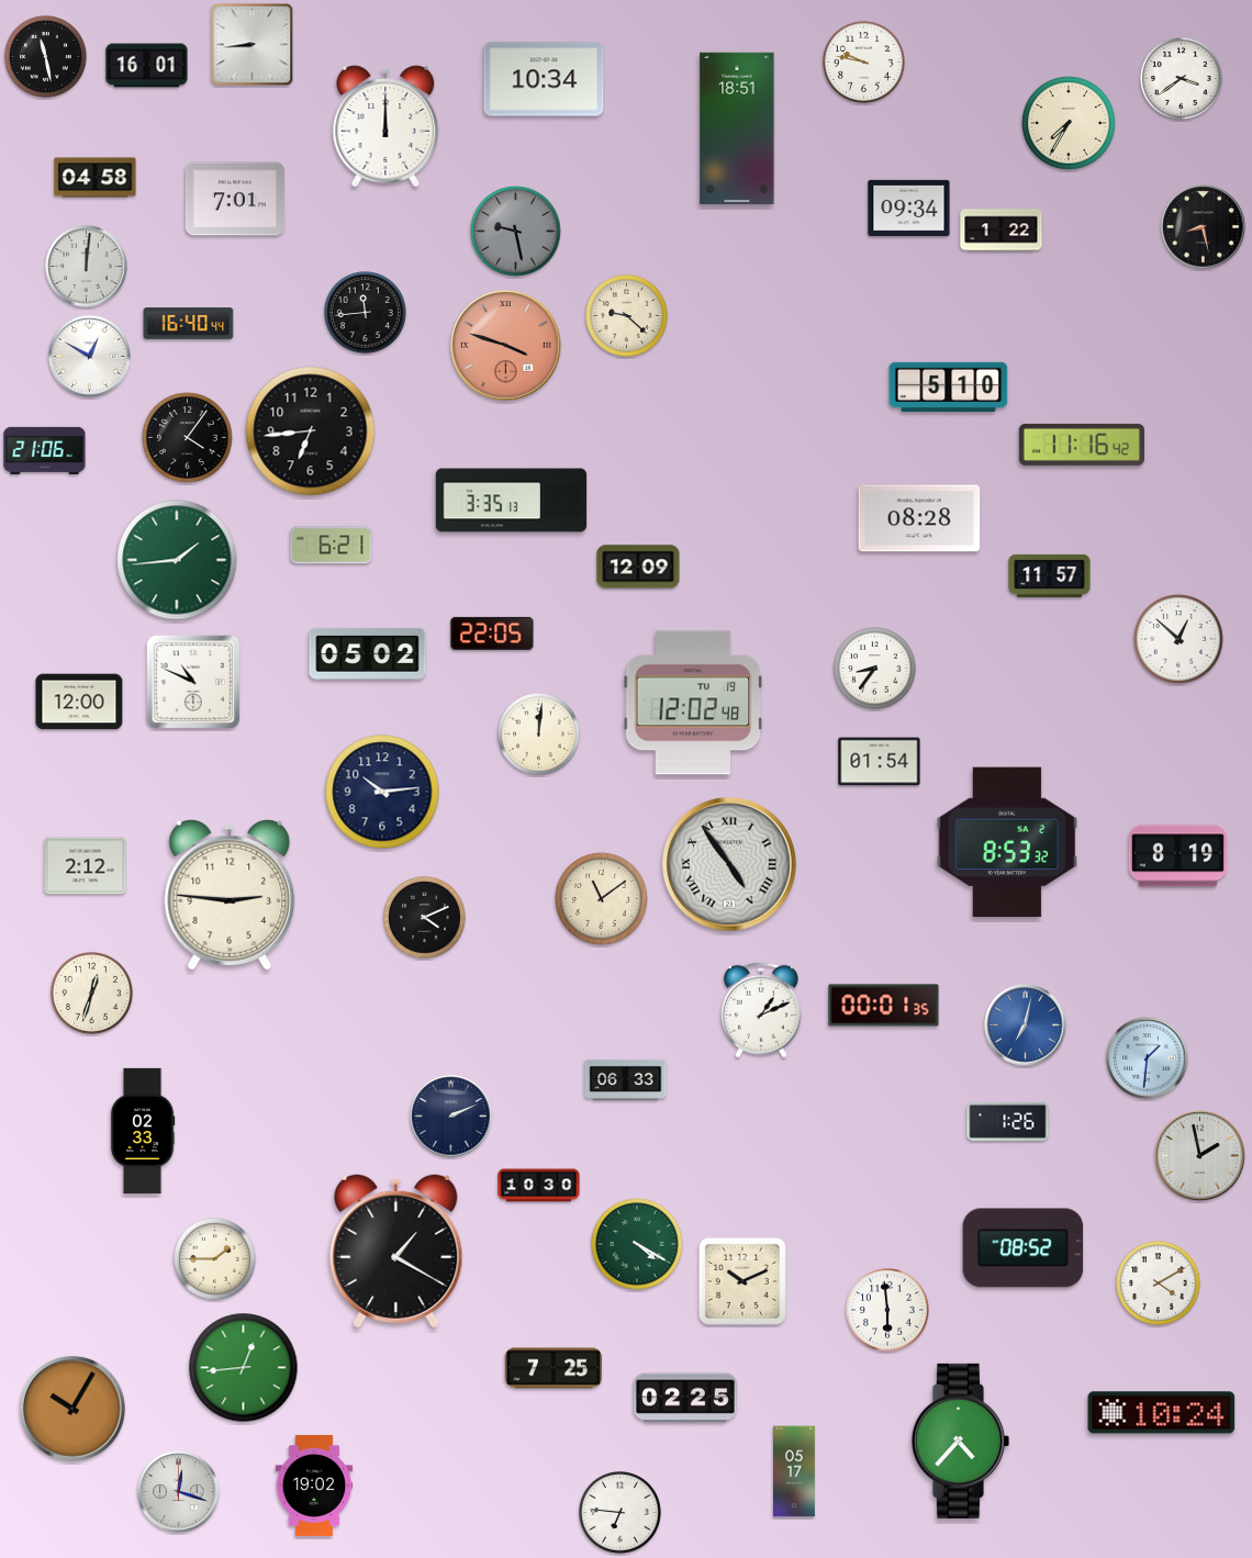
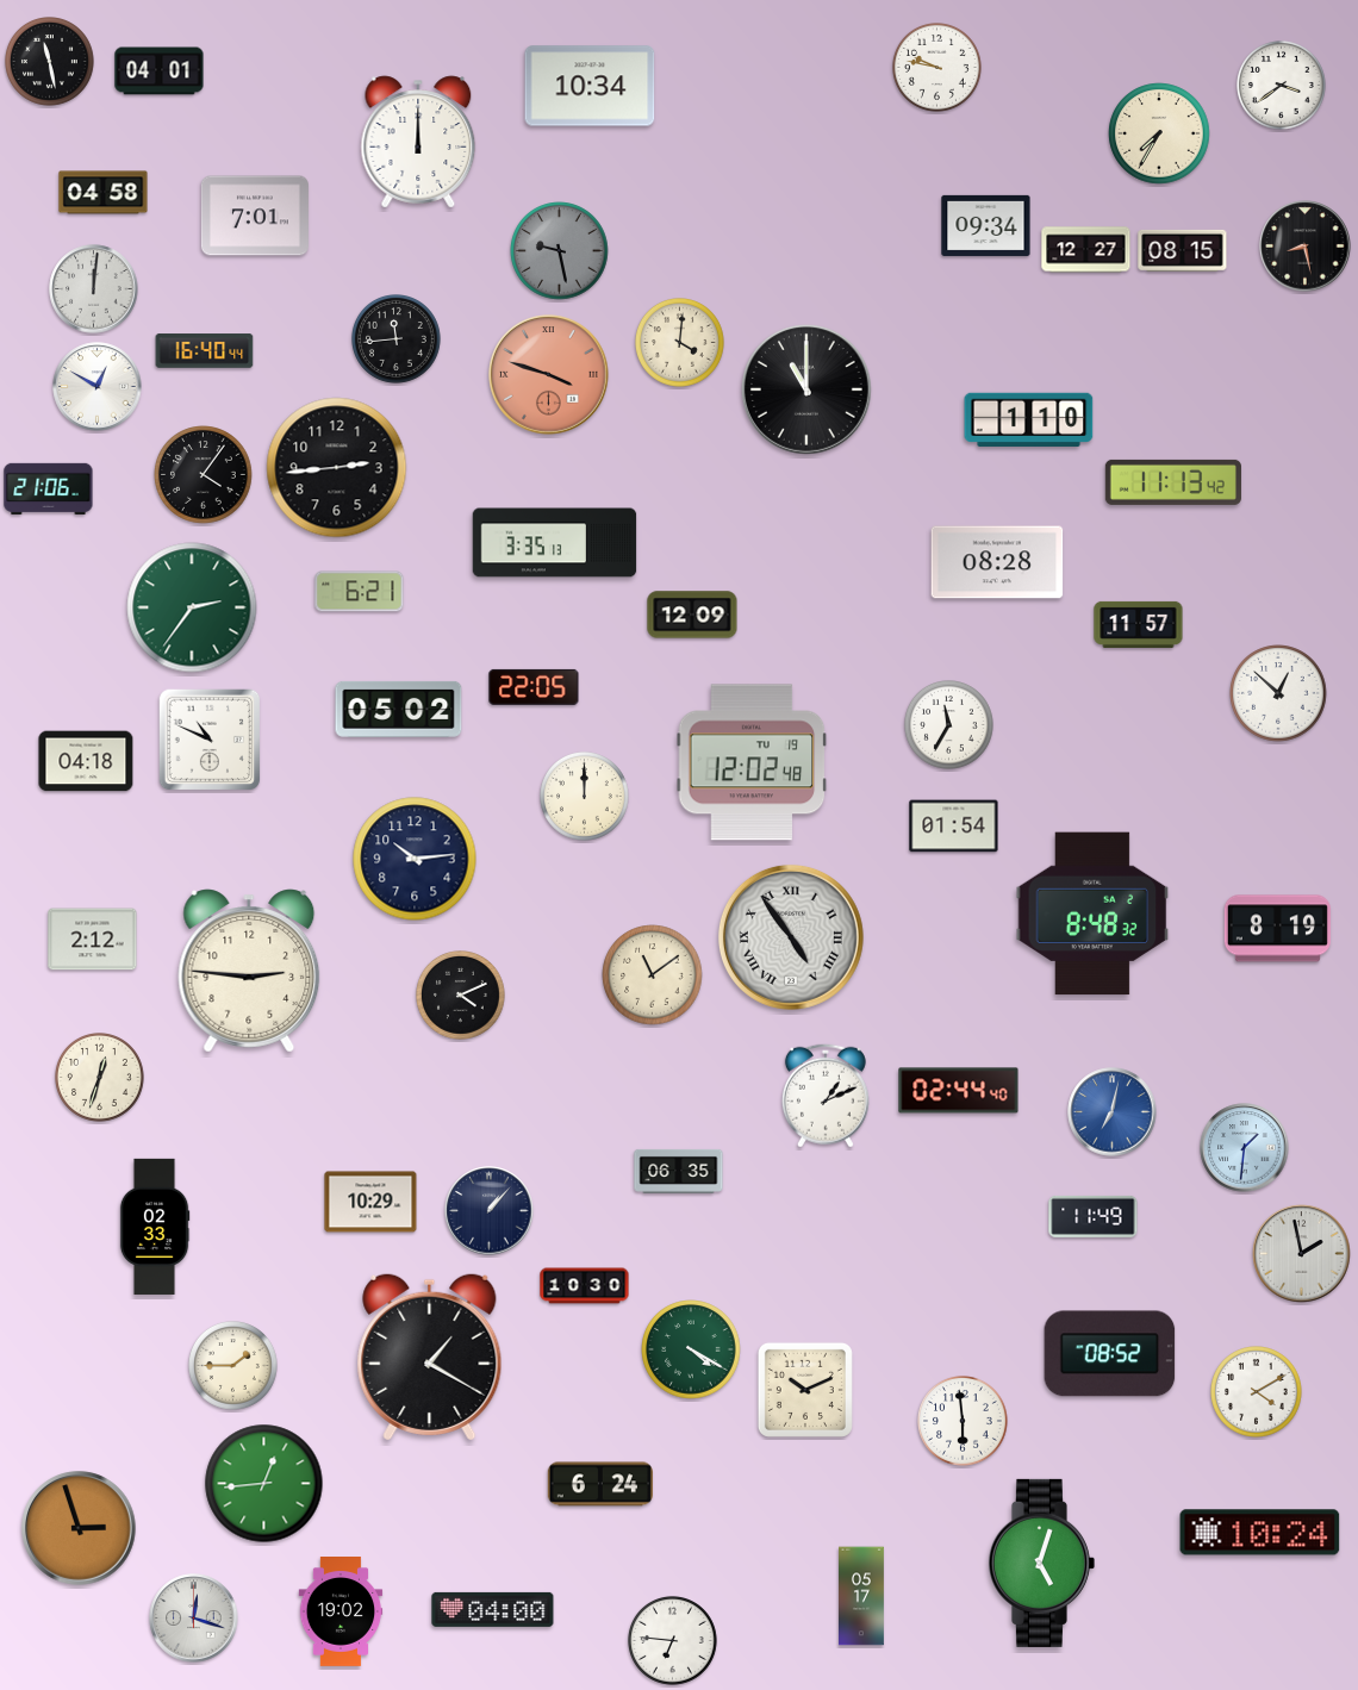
clock at (253, 45): 8:44 -> none
clock at (147, 66): 16:01 -> 04:01
clock at (385, 126) position: (385, 126) -> (418, 142)
clock at (737, 128): 18:51 -> none
clock at (1002, 231): 1:22 -> 12:27
clock at (1183, 250): none -> 08:15
clock at (627, 316): 9:22 -> 4:01
clock at (808, 391): none -> 11:00
clock at (949, 386): 5:10 -> 1:10
clock at (311, 431): 6:44 -> 2:44
clock at (1082, 445): 11:16 -> 11:13
clock at (177, 560): 1:44 -> 2:36
clock at (875, 669): 8:36 -> 11:35
clock at (79, 702): 12:00 -> 04:18
clock at (539, 735): 12:01 -> 12:00
clock at (1007, 842): 8:53 -> 8:48
clock at (884, 1006): 00:01 -> 02:44
clock at (626, 1079): 06:33 -> 06:35
clock at (370, 1202): none -> 10:29
clock at (451, 1117): 2:11 -> 1:07
clock at (1008, 1121): 1:26 -> 11:49
clock at (554, 1368): 7:25 -> 6:24
clock at (685, 1398): 02:25 -> none
clock at (72, 1409): 10:05 -> 2:57
clock at (960, 1441): 4:37 -> 5:03
clock at (493, 1609): none -> 04:00
